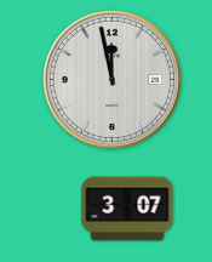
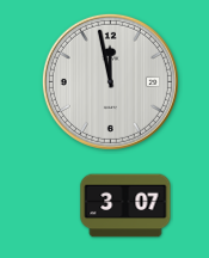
clock at (111, 79) position: (111, 79) -> (110, 81)
